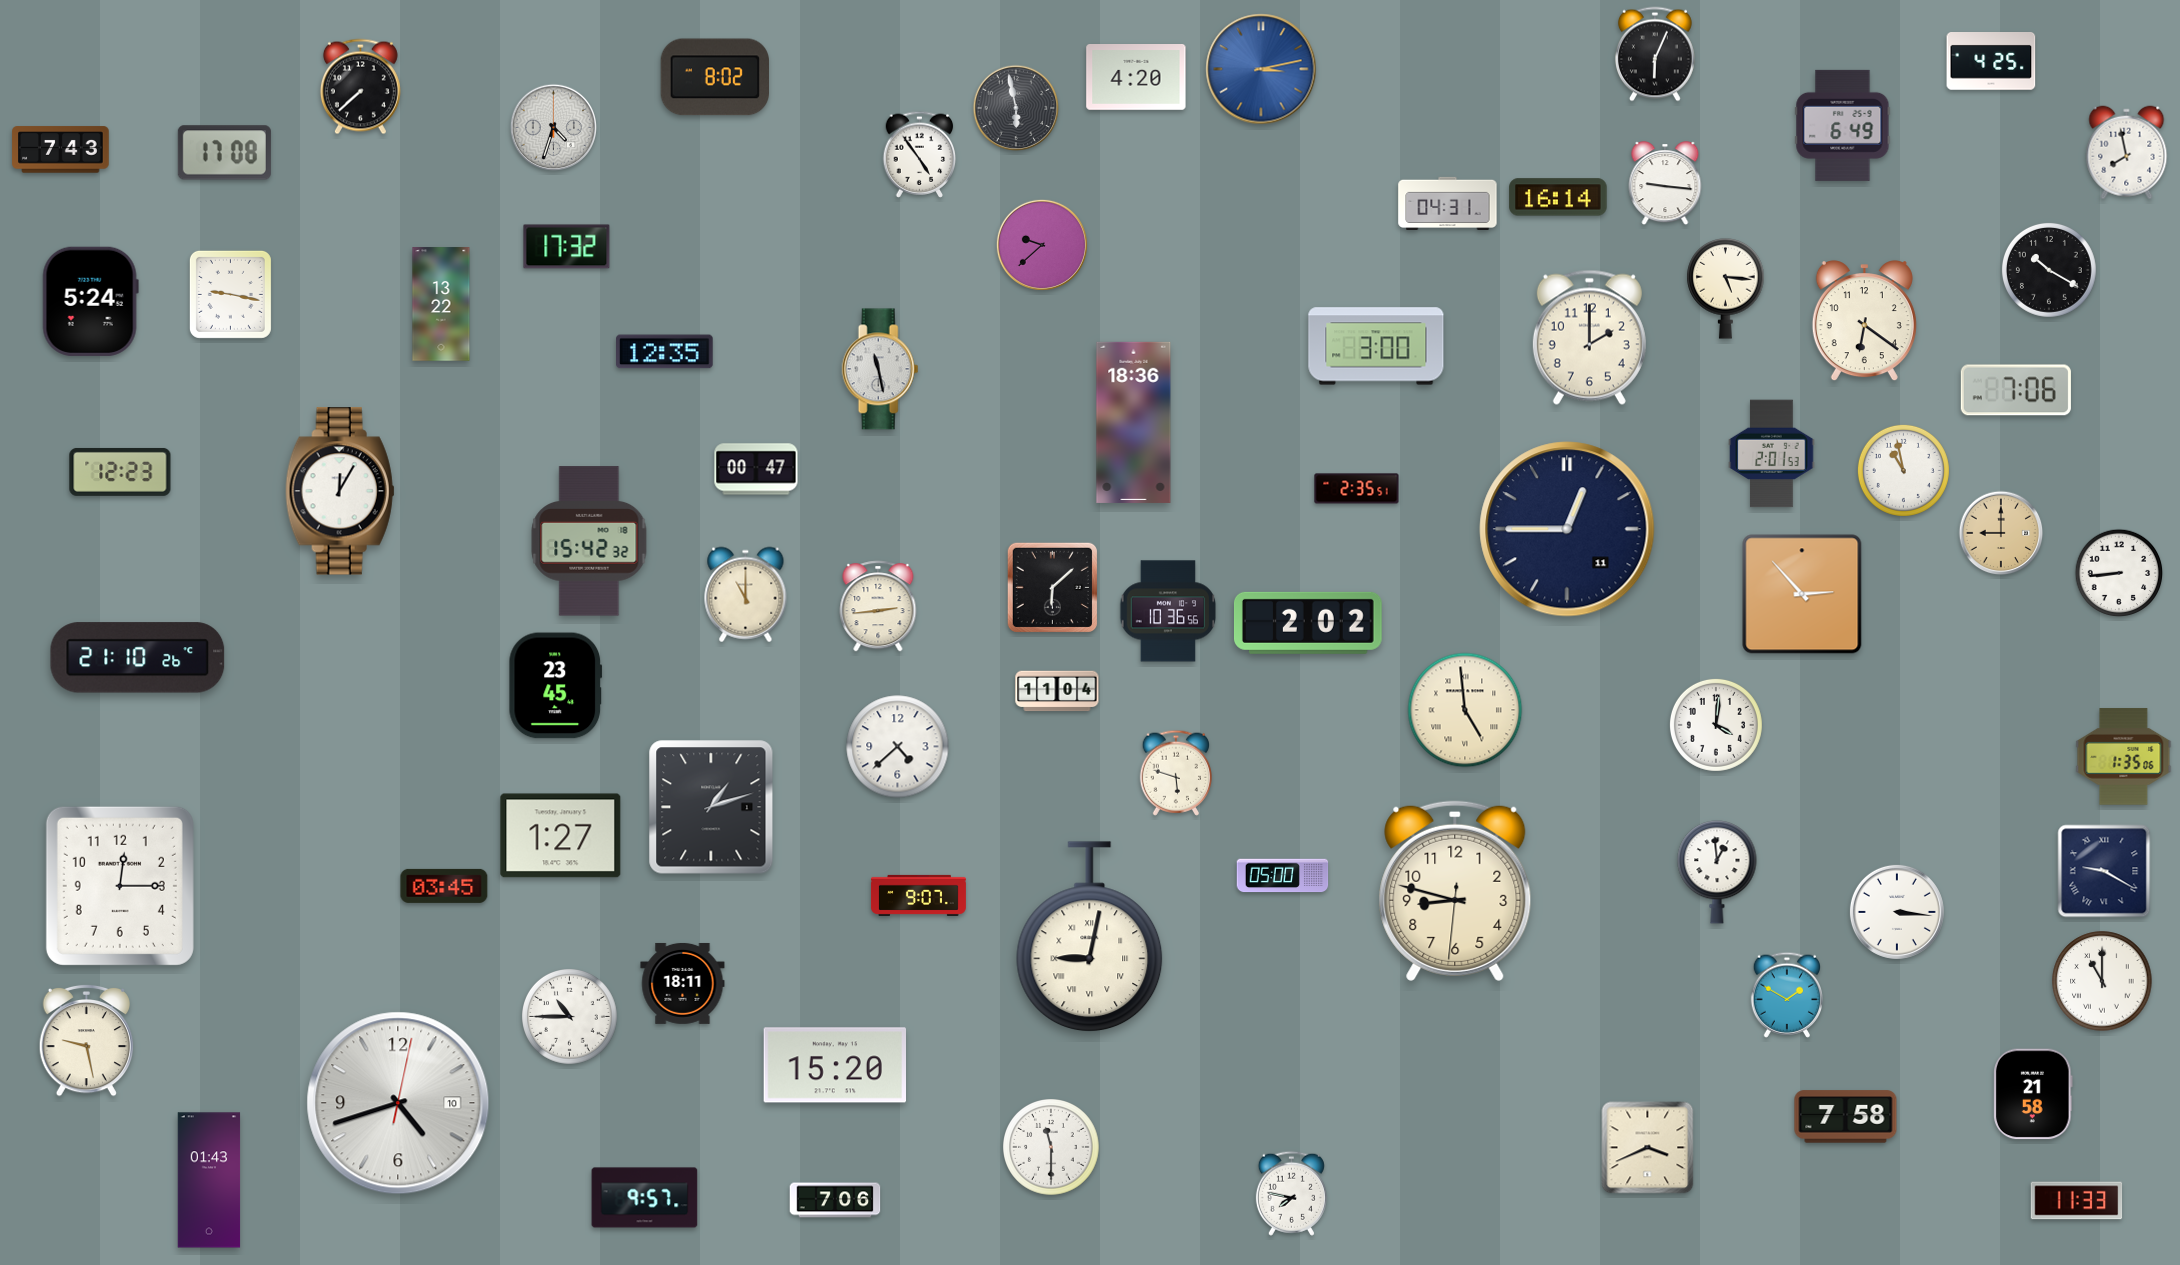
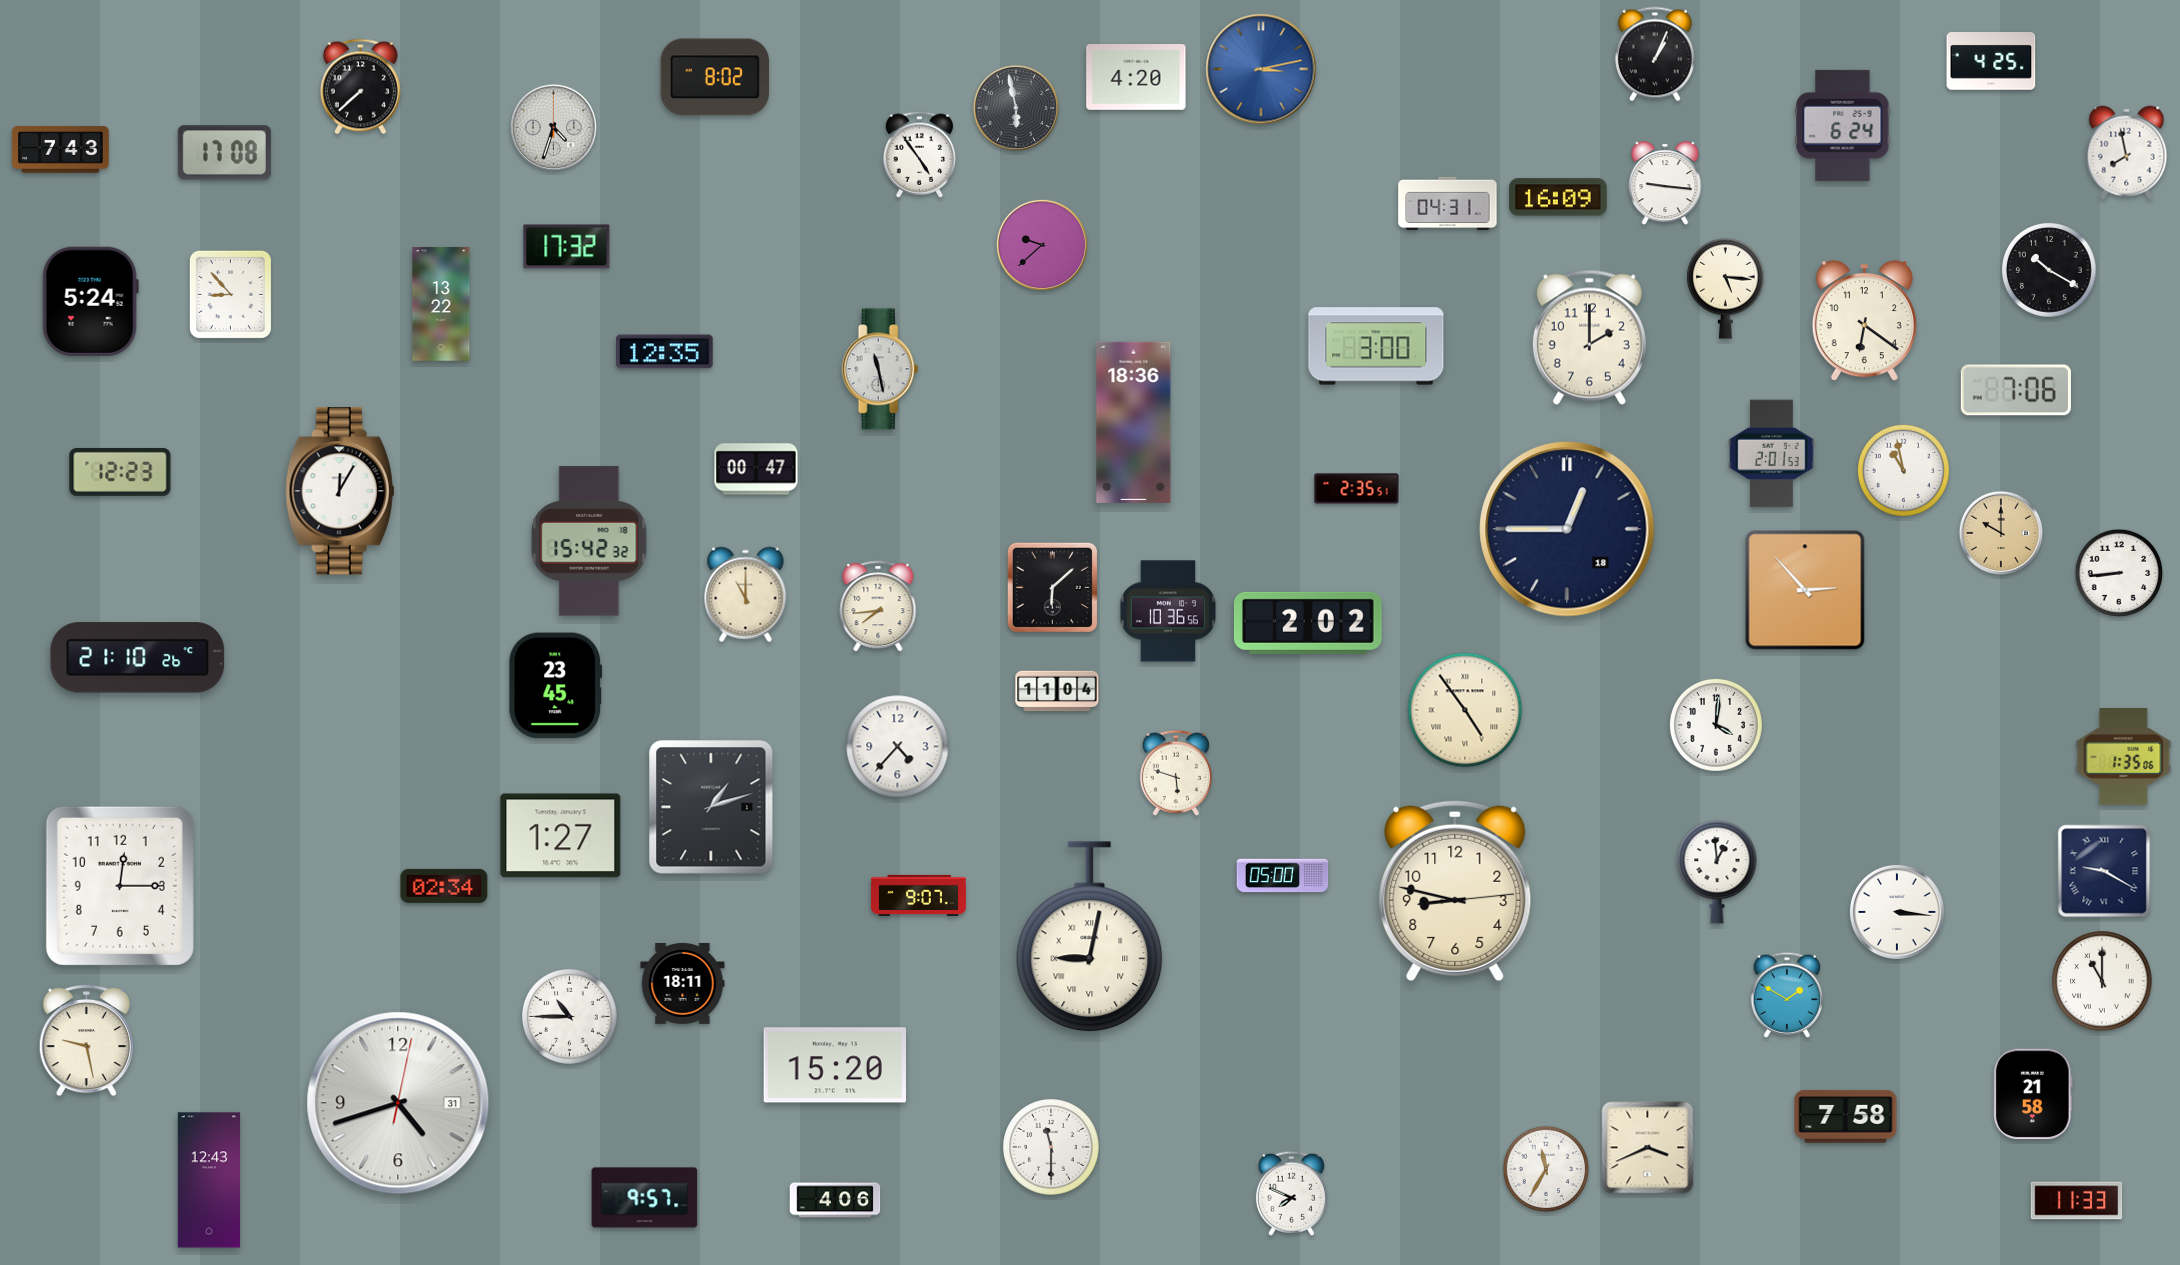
clock at (1655, 54): 6:04 -> 1:04
clock at (1843, 125): 6:49 -> 6:24
clock at (1558, 197): 16:14 -> 16:09
clock at (230, 294): 9:17 -> 8:53
clock at (1567, 529) date: 11 -> 18
clock at (2001, 533): 9:00 -> 10:00
clock at (1802, 594) position: (1802, 594) -> (1805, 590)
clock at (878, 606): 2:44 -> 7:44
clock at (1465, 710): 4:59 -> 4:54
clock at (898, 747): 4:38 -> 4:37
clock at (444, 886): 03:45 -> 02:34
clock at (1455, 891): 8:47:31 -> 8:47:14
clock at (398, 1103) date: 10 -> 31
clock at (1546, 1169): none -> 11:35
clock at (209, 1180): 01:43 -> 12:43
clock at (1291, 1193): 7:47 -> 7:49
clock at (835, 1200): 7:06 -> 4:06
